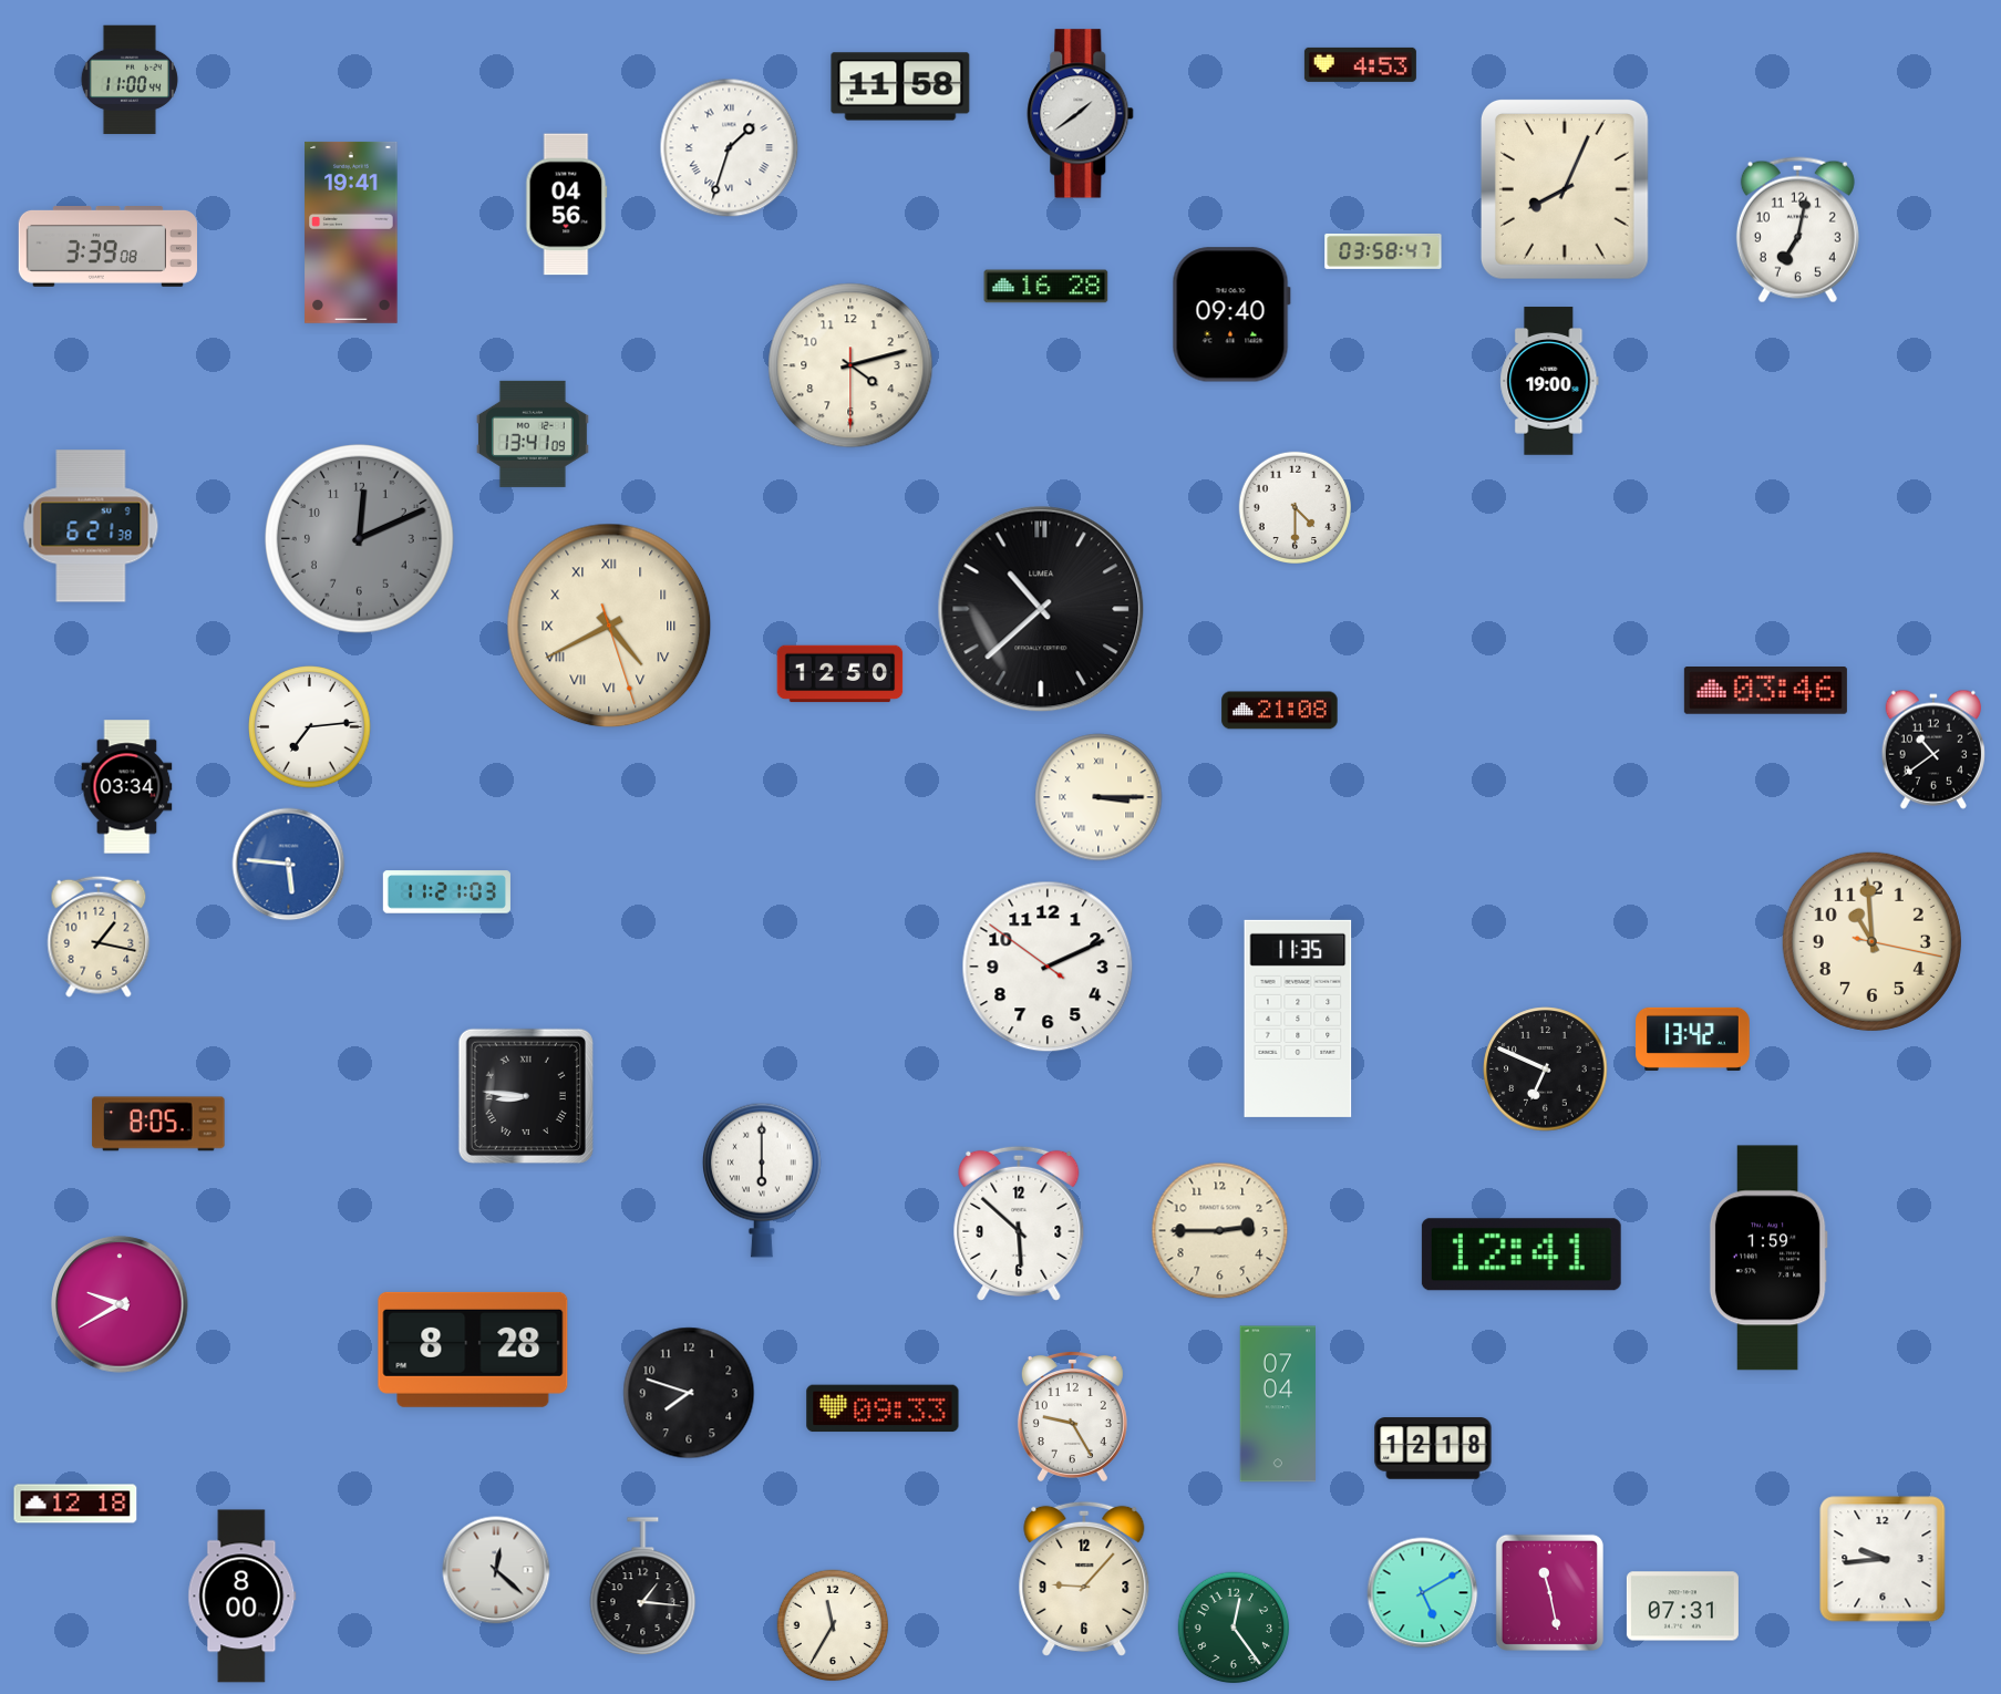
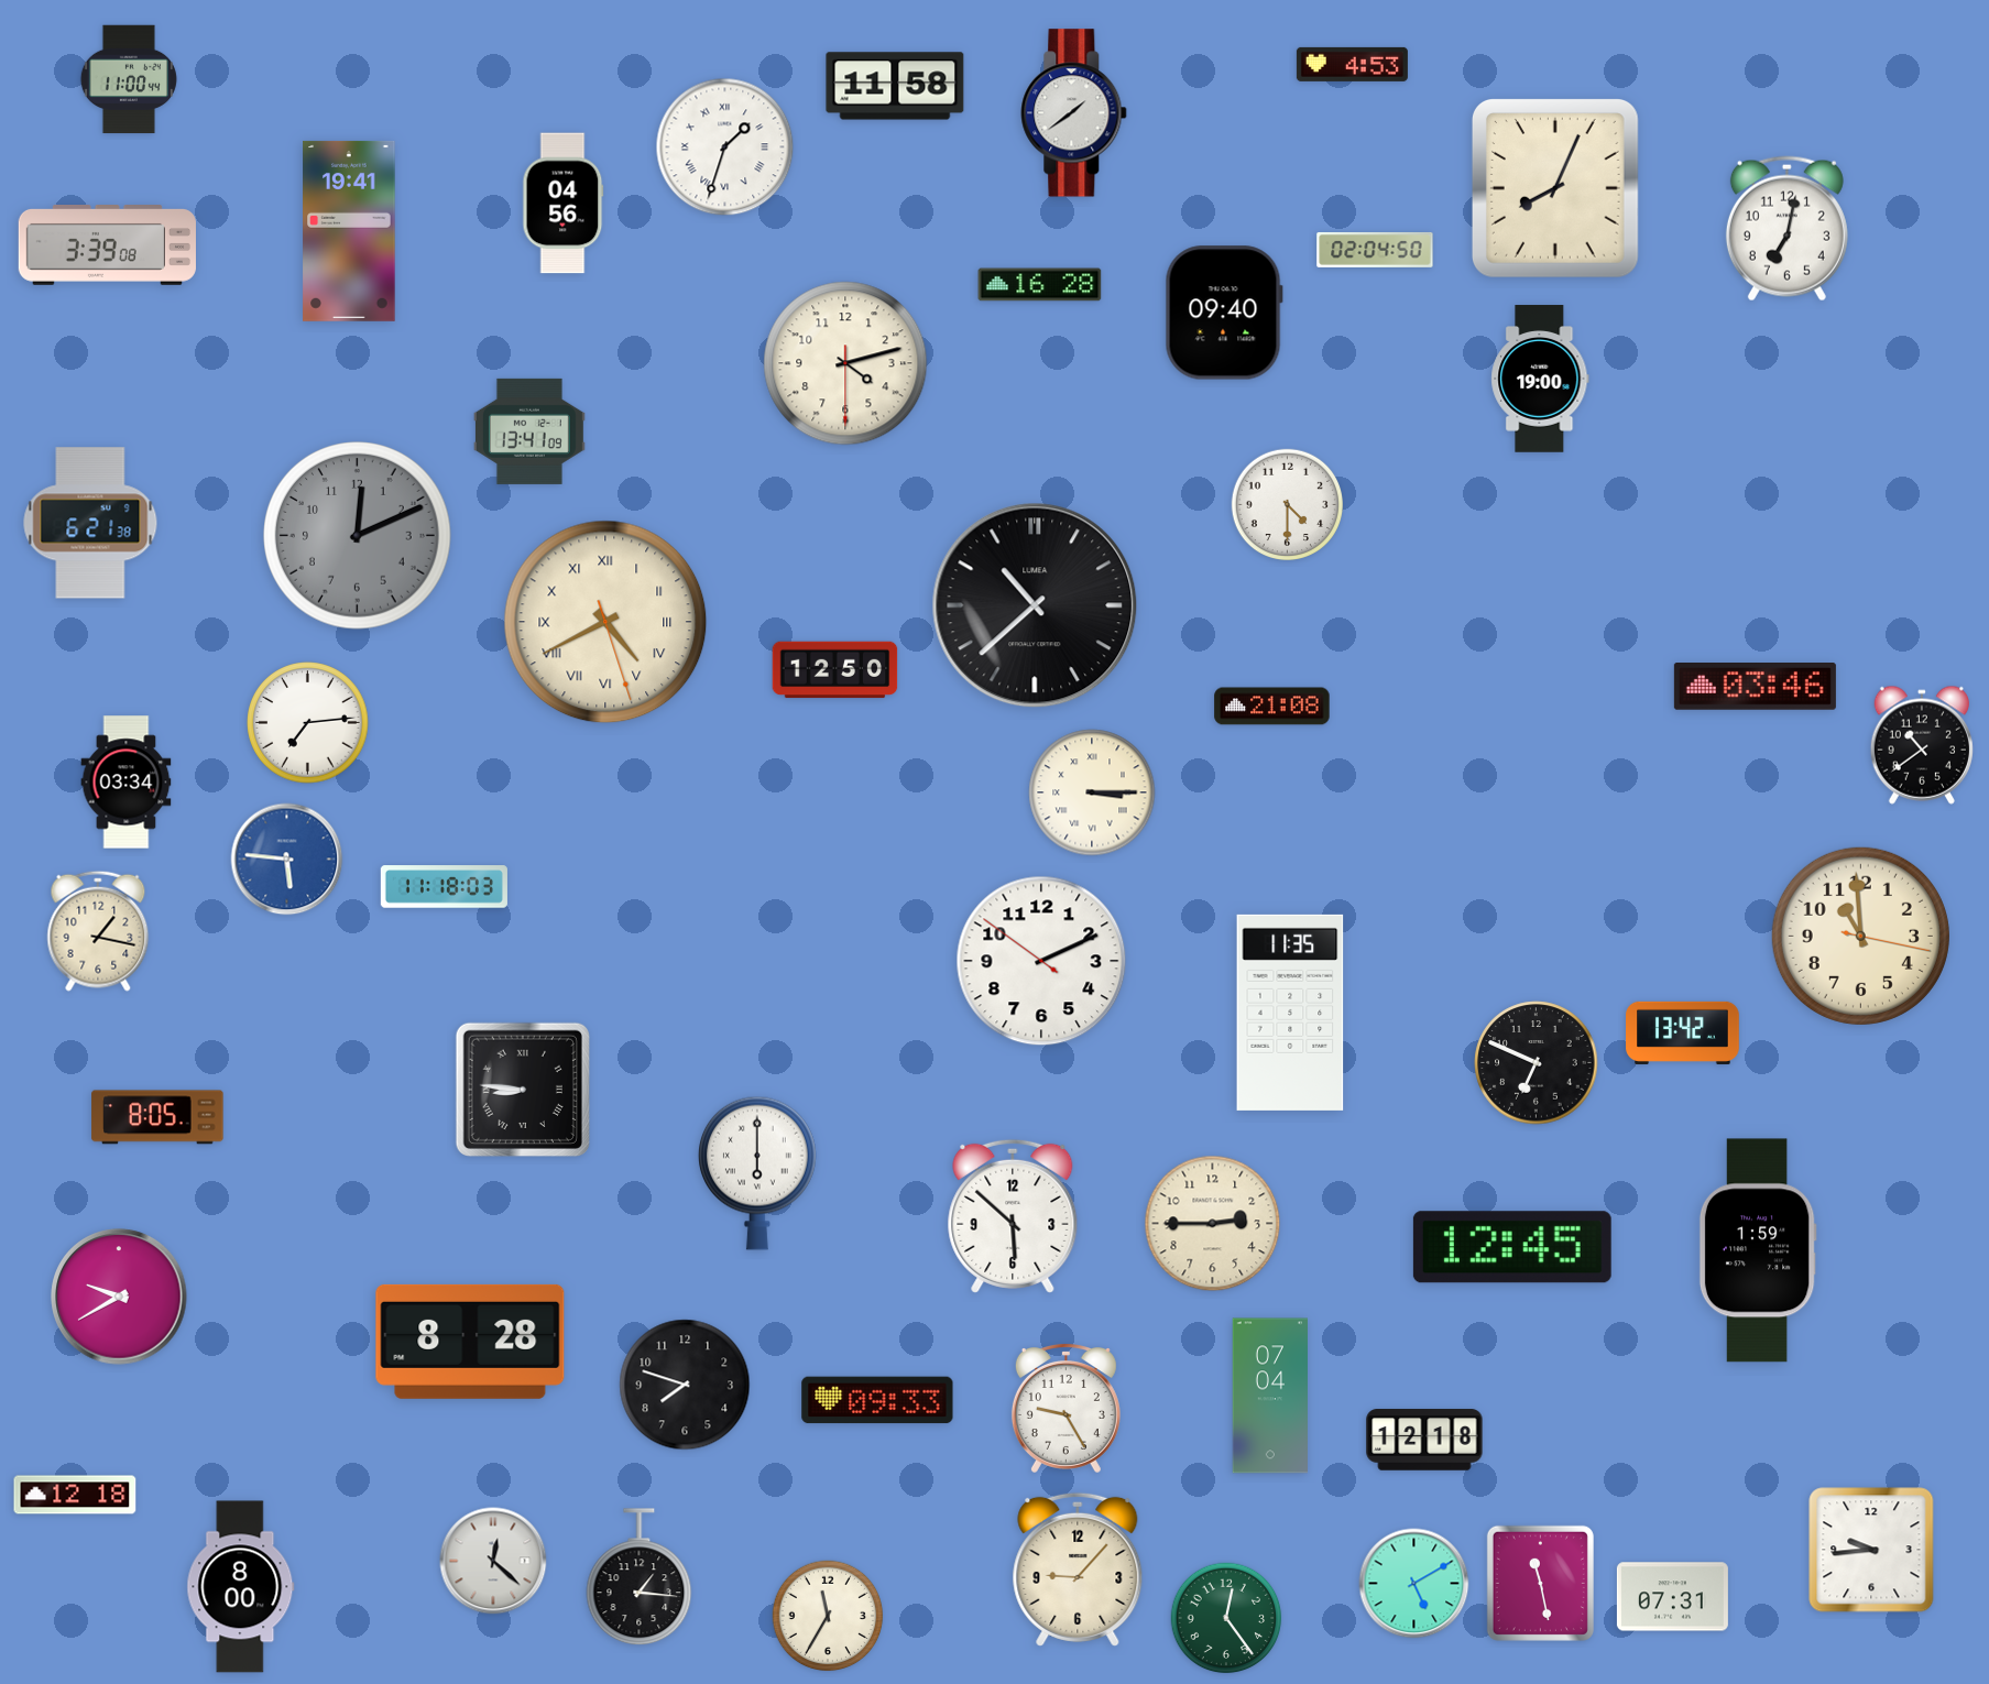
clock at (1383, 251): 03:58 -> 02:04
clock at (446, 892): 11:21 -> 11:18
clock at (1522, 1254): 12:41 -> 12:45
